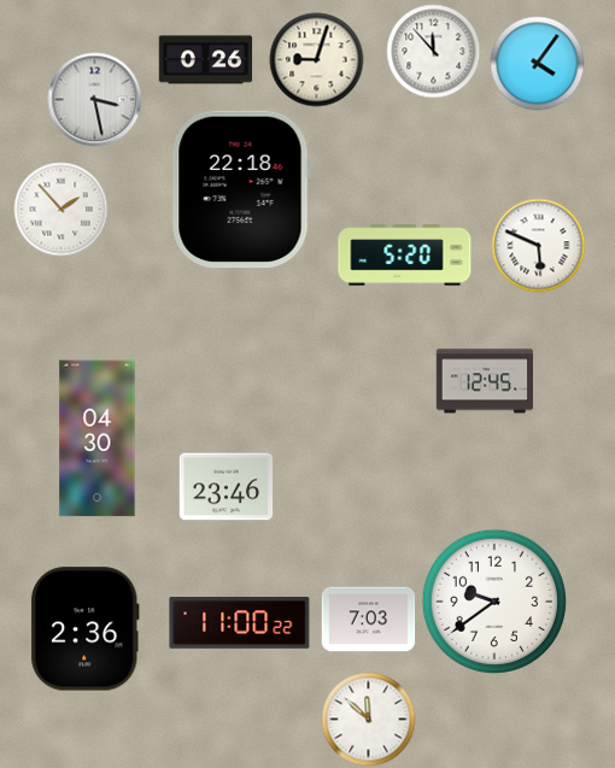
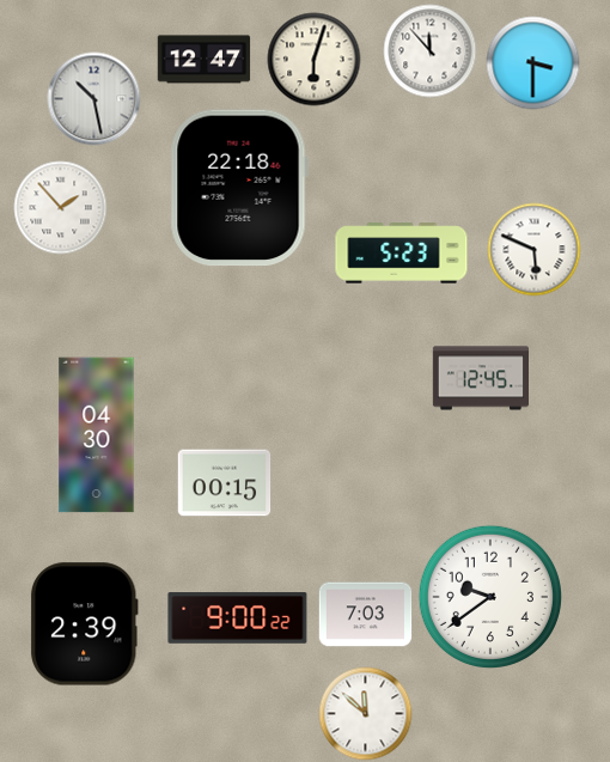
clock at (316, 59): 9:03 -> 6:03
clock at (205, 60): 0:26 -> 12:47
clock at (537, 63): 4:06 -> 3:30
clock at (94, 99): 3:28 -> 10:28
clock at (538, 245) position: (538, 245) -> (533, 249)
clock at (405, 256): 5:20 -> 5:23
clock at (225, 487): 23:46 -> 00:15
clock at (240, 623): 11:00 -> 9:00
clock at (84, 629): 2:36 -> 2:39
